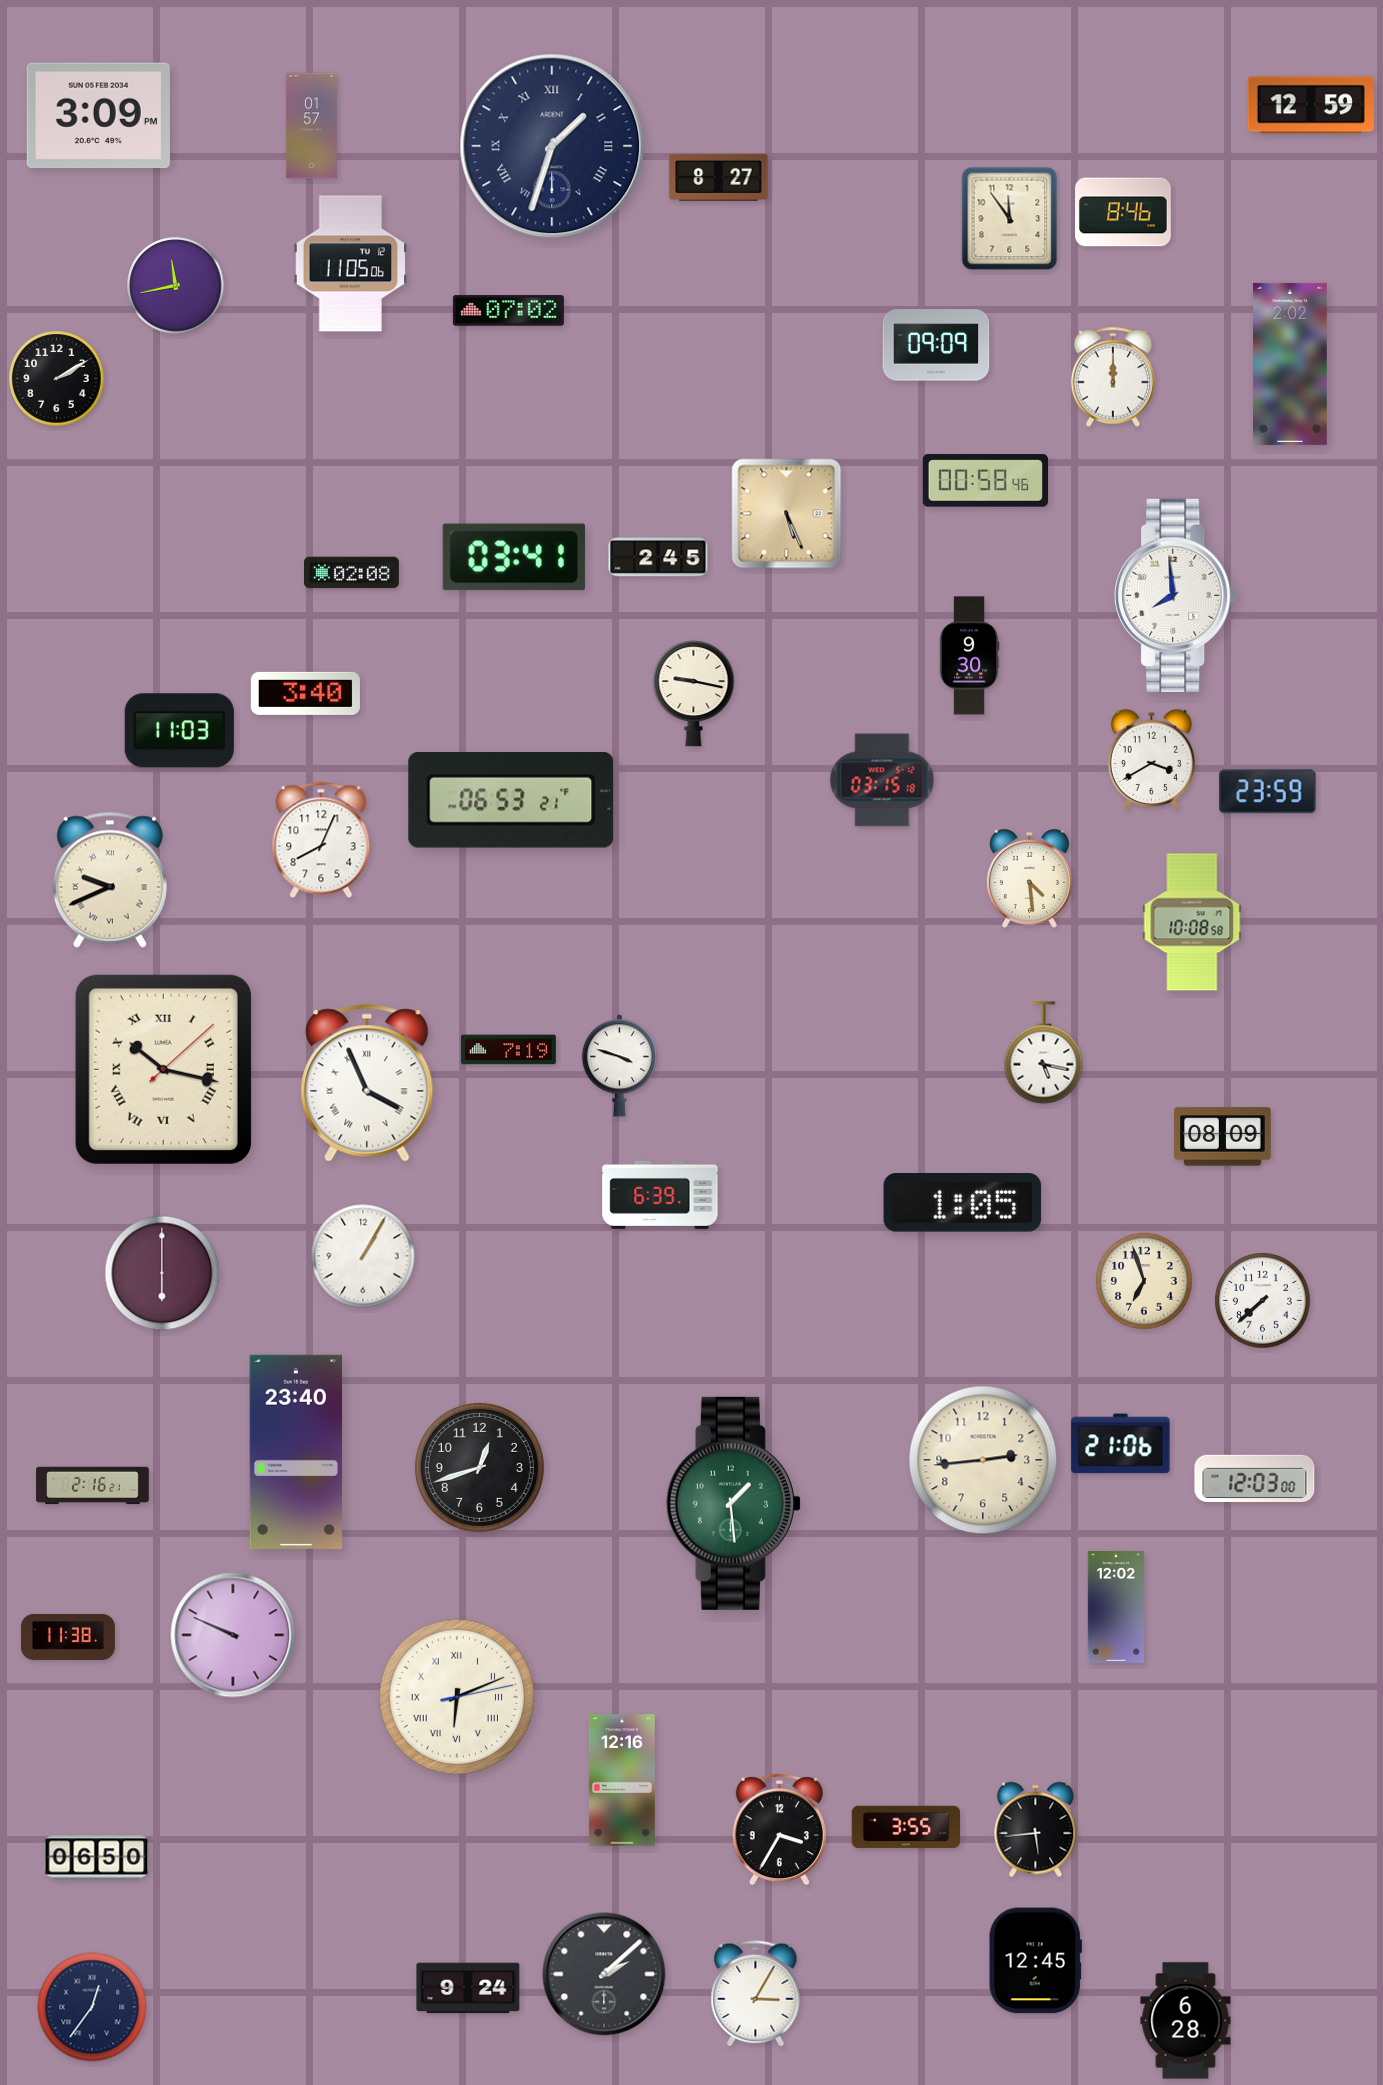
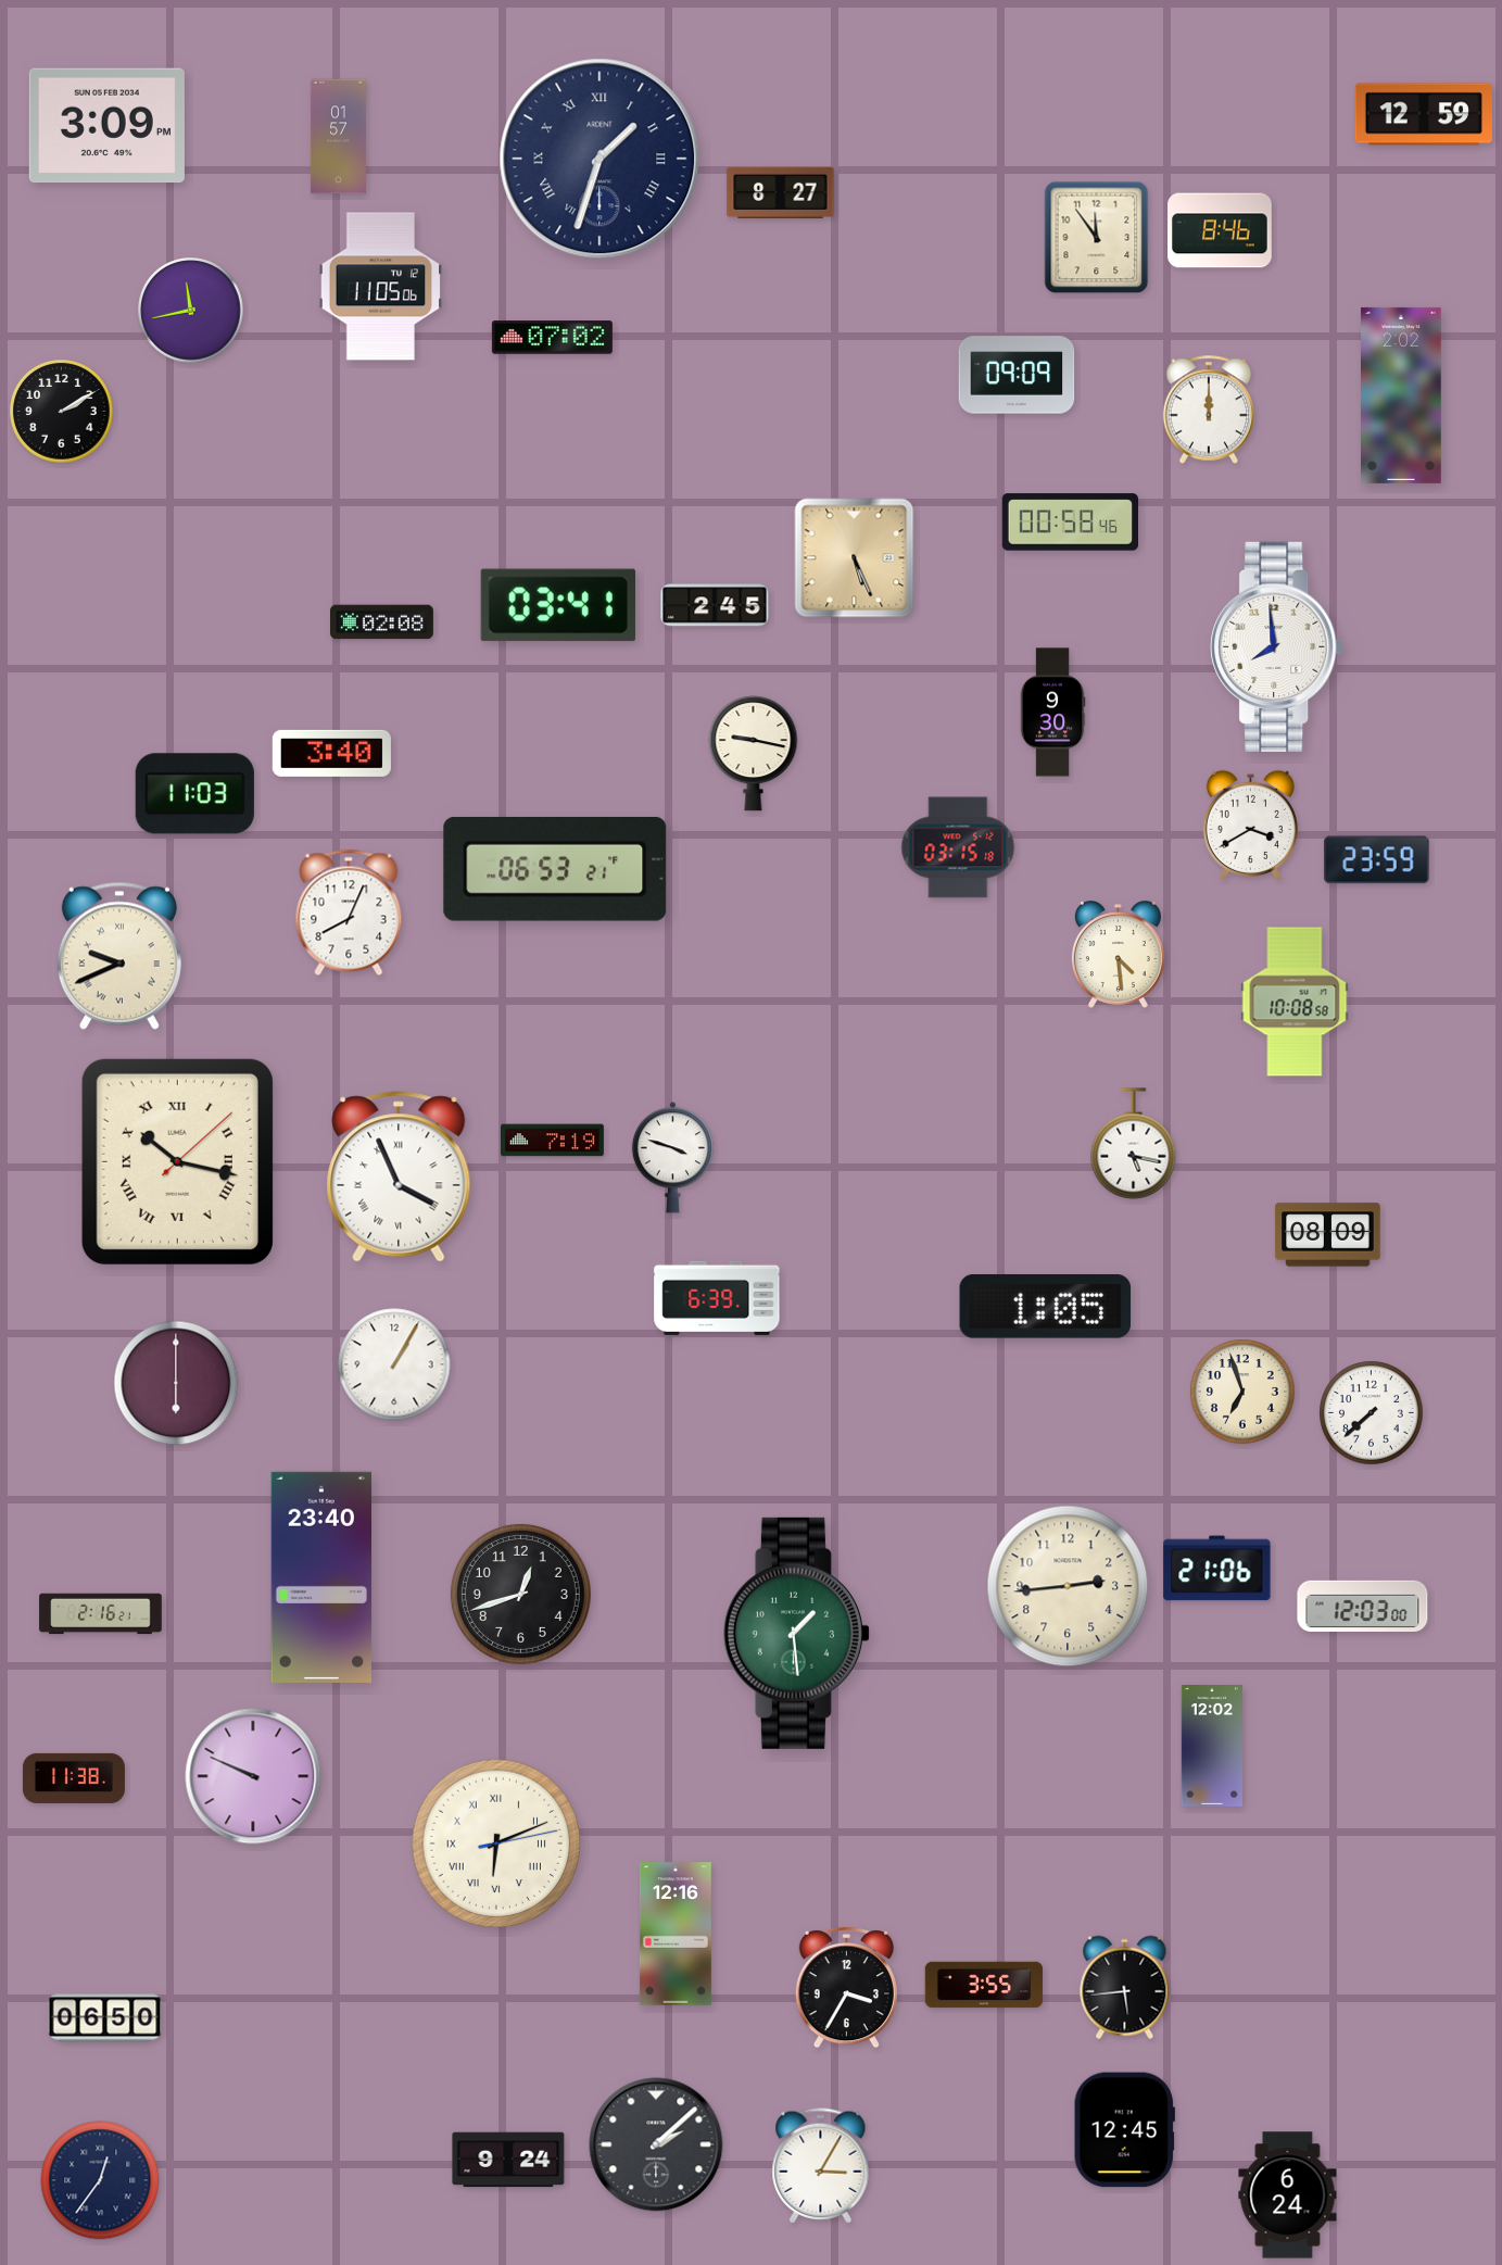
clock at (1186, 2021): 6:28 -> 6:24
